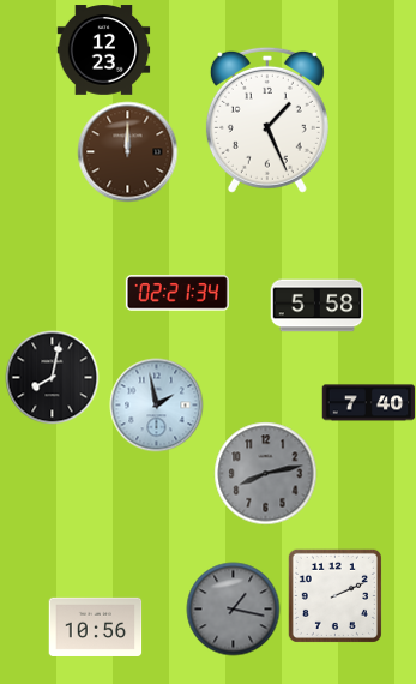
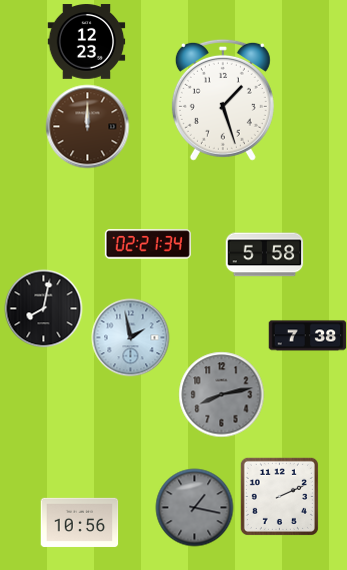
clock at (267, 120): 1:26 -> 1:27
clock at (127, 151) position: (127, 151) -> (87, 126)
clock at (52, 377) position: (52, 377) -> (43, 308)
clock at (368, 403): 7:40 -> 7:38
